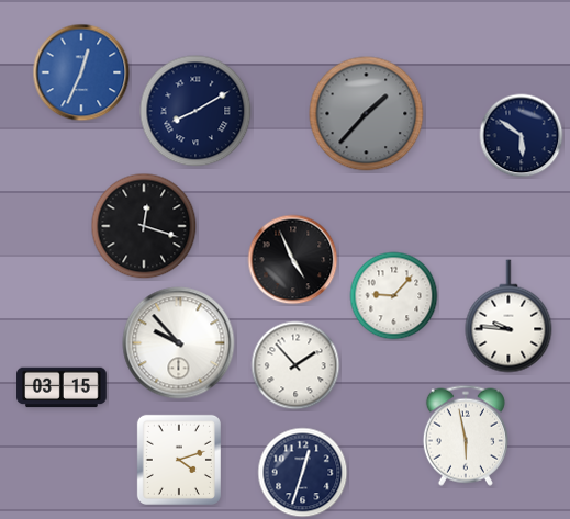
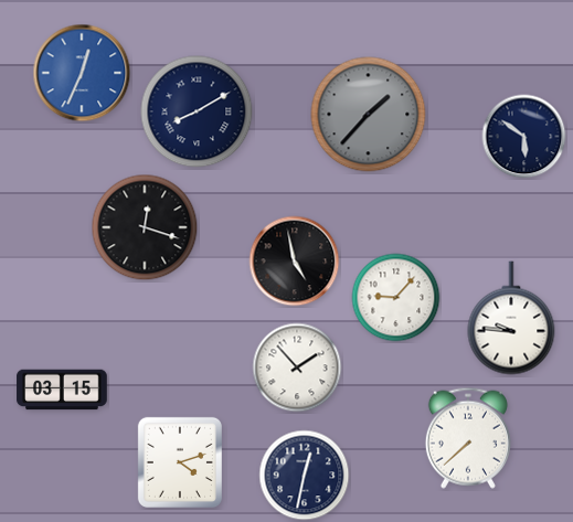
clock at (293, 260): 4:56 -> 4:58
clock at (179, 343): 9:53 -> none
clock at (466, 436): 5:58 -> 7:38
clock at (303, 473): 12:33 -> 12:32
